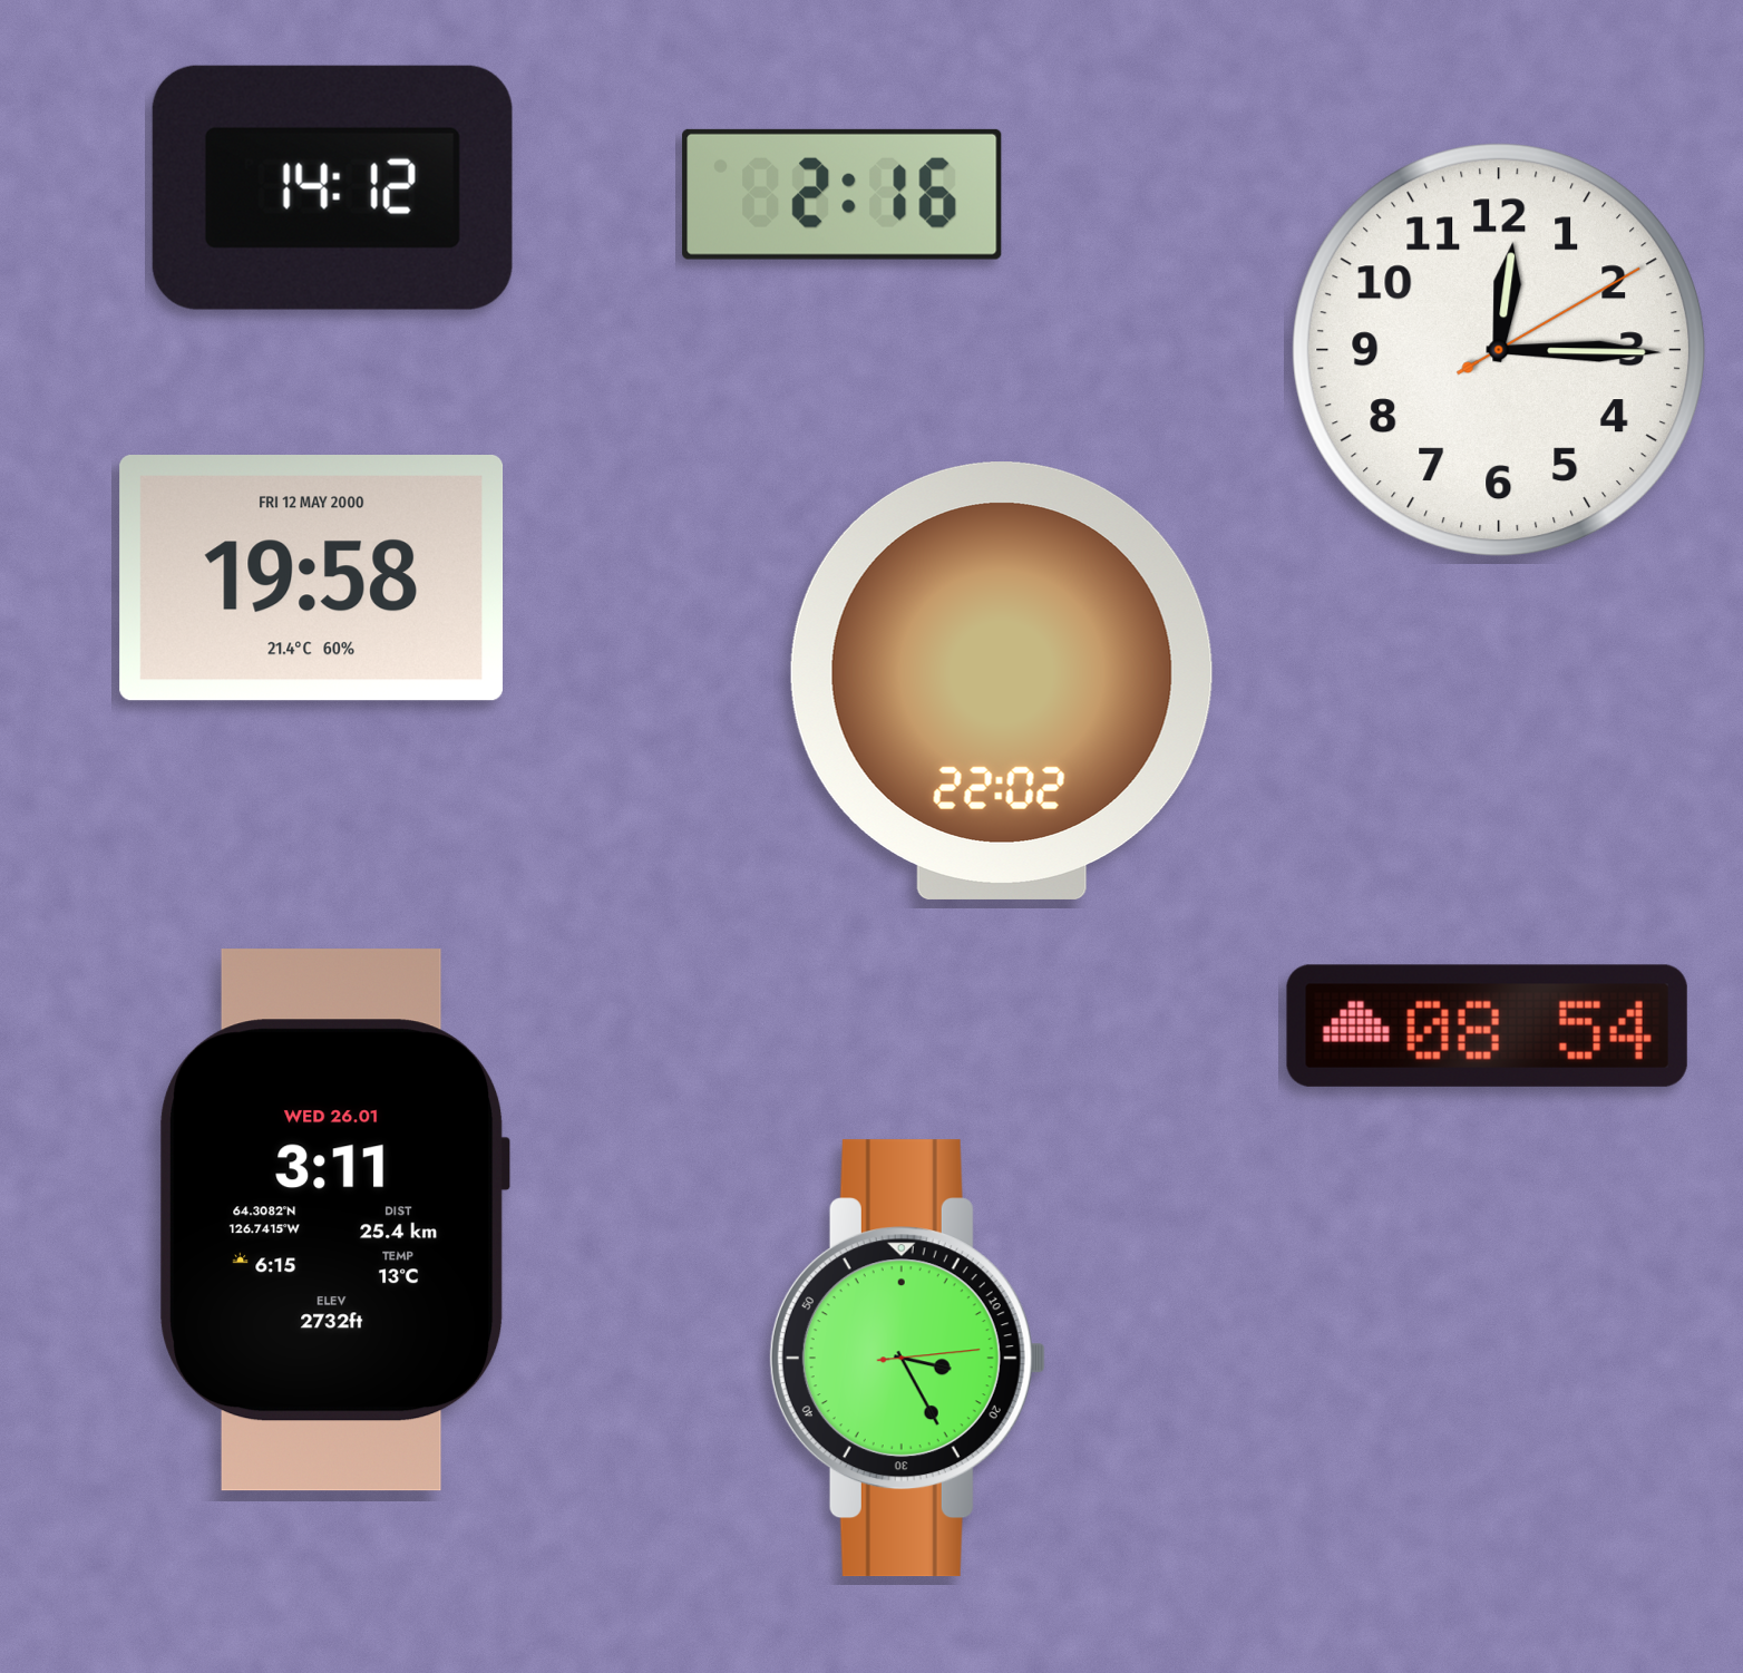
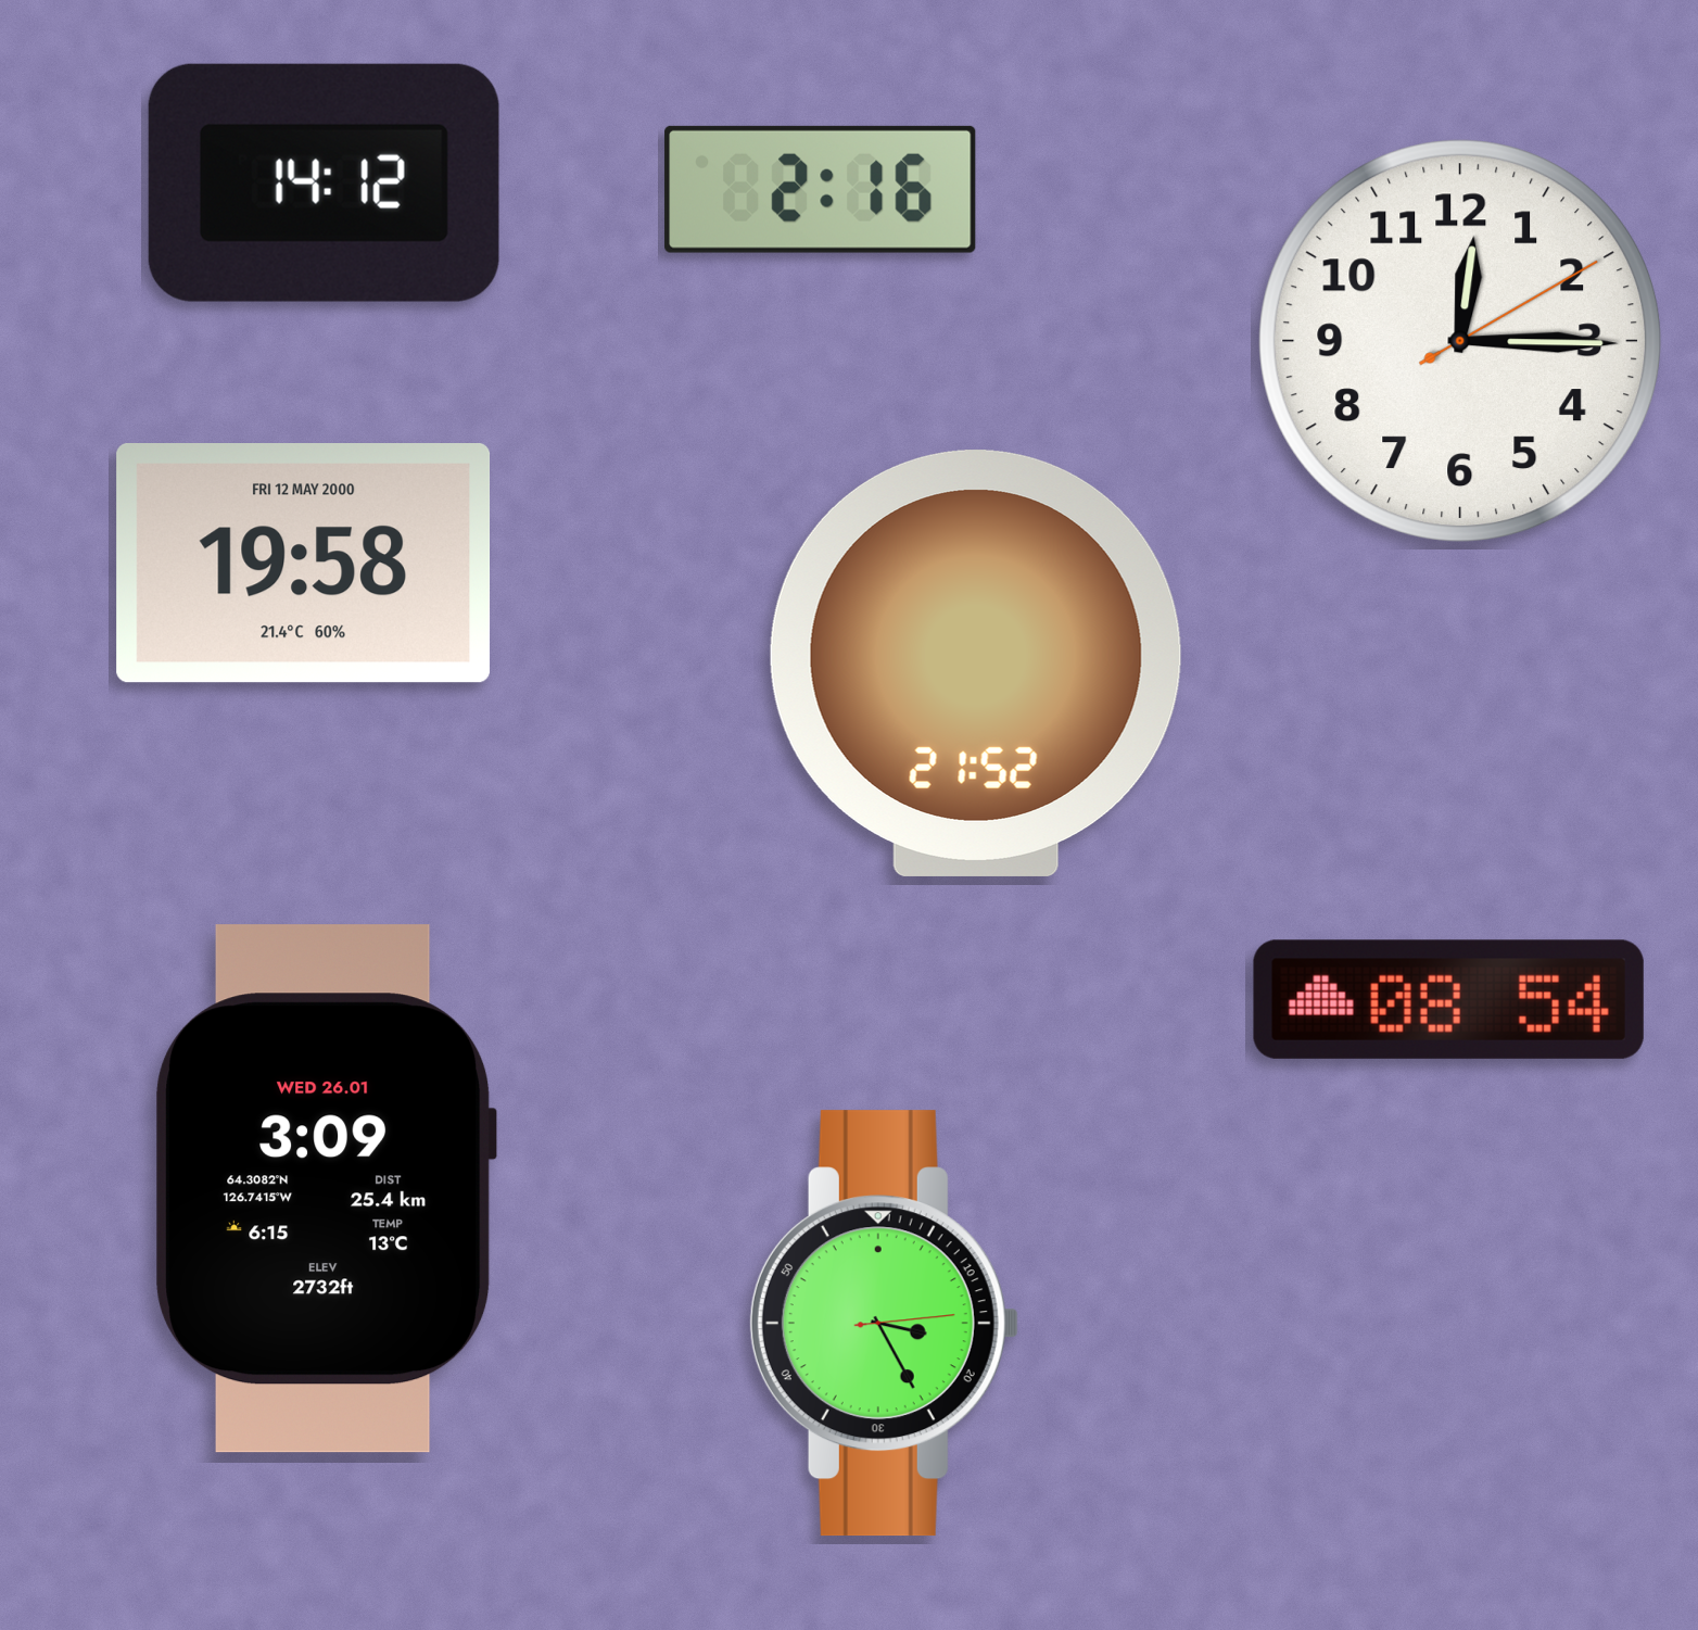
clock at (1002, 681): 22:02 -> 21:52
clock at (335, 1220): 3:11 -> 3:09
